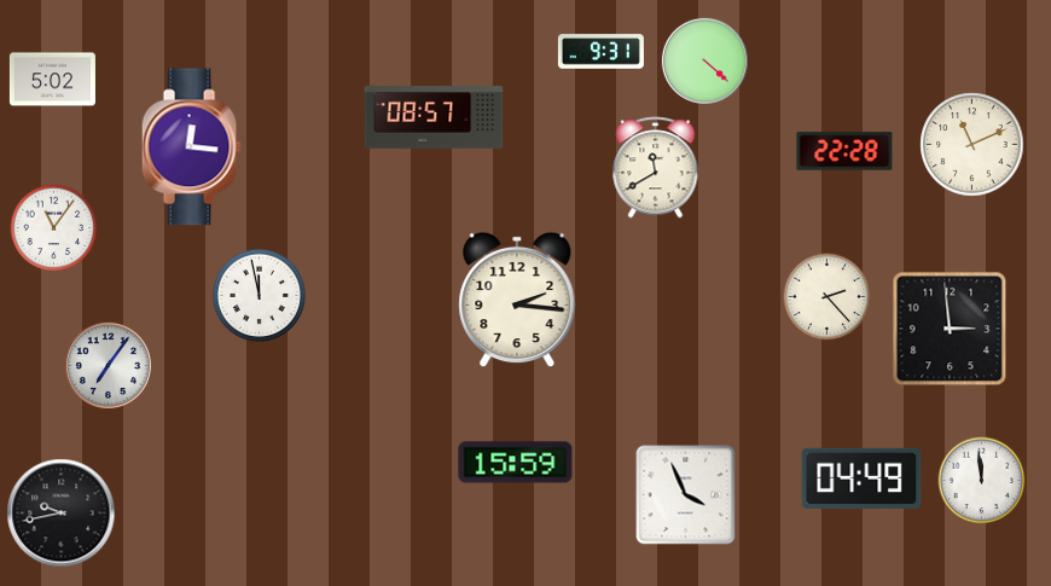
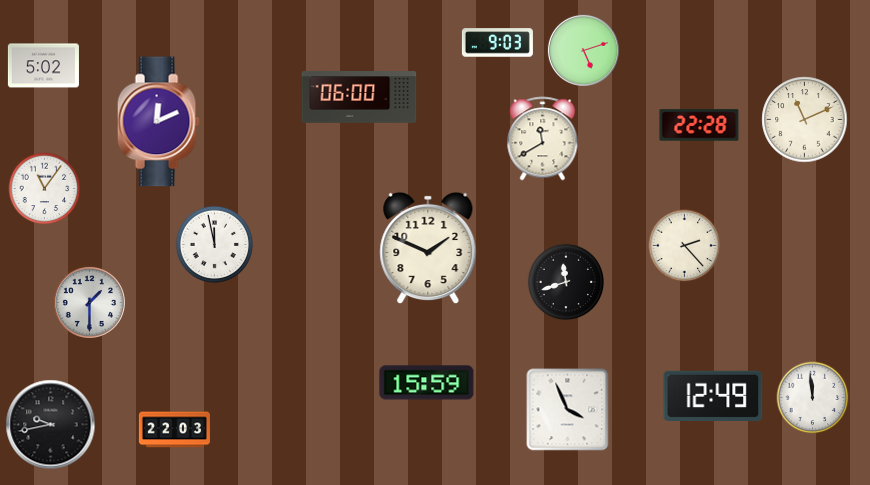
clock at (600, 52): 9:31 -> 9:03
clock at (704, 60): 4:22 -> 5:12
clock at (434, 117): 08:57 -> 06:00
clock at (191, 147): 12:16 -> 12:11
clock at (517, 300): 2:16 -> 1:49
clock at (950, 329): 2:59 -> none
clock at (565, 281): none -> 11:42
clock at (108, 365): 7:06 -> 1:30
clock at (861, 477): 04:49 -> 12:49
clock at (174, 430): none -> 22:03
